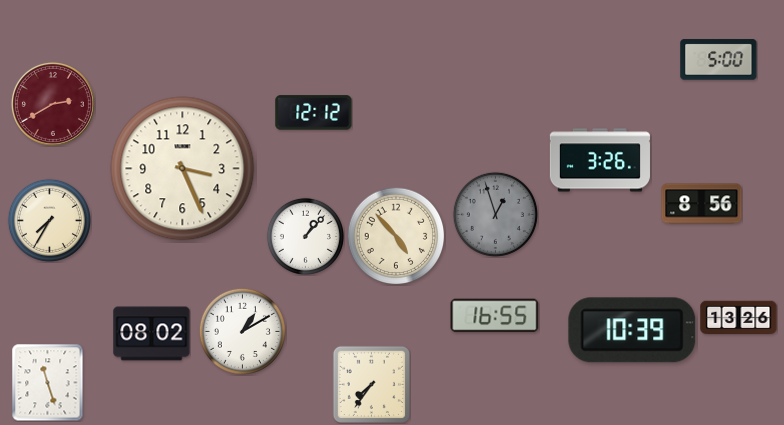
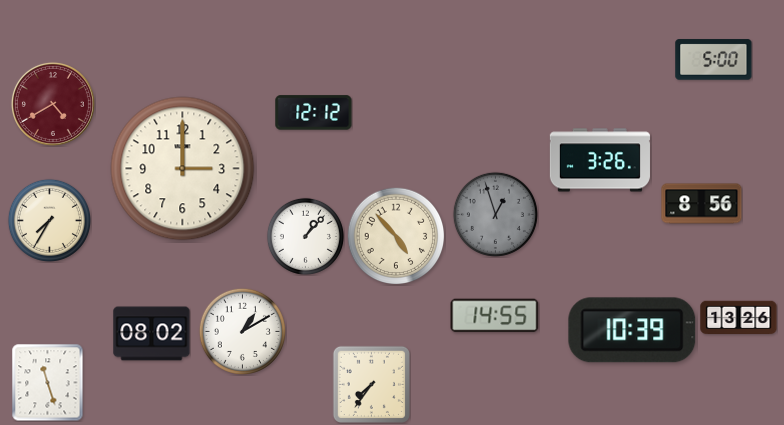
clock at (719, 60) position: (719, 60) -> (714, 60)
clock at (53, 104): 2:40 -> 4:40
clock at (183, 169): 3:26 -> 3:00
clock at (495, 316): 16:55 -> 14:55
